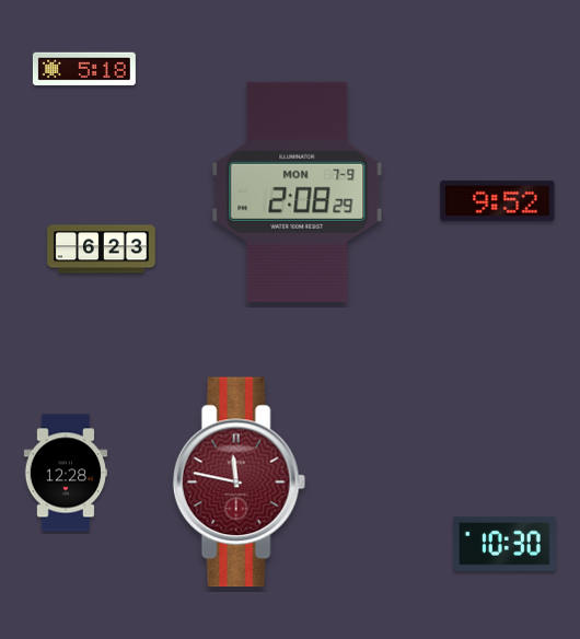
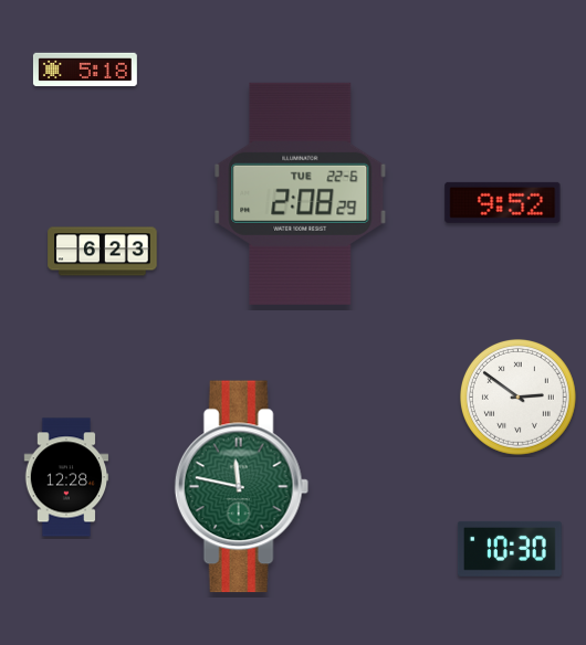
clock at (298, 191) date: MON 7-9 -> TUE 22-6
clock at (519, 398): none -> 2:51
clock at (239, 483) dial: burgundy -> green
